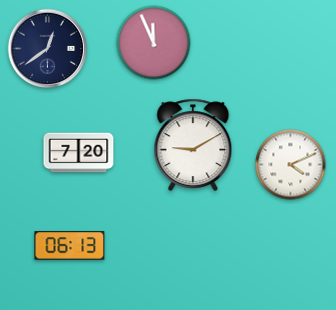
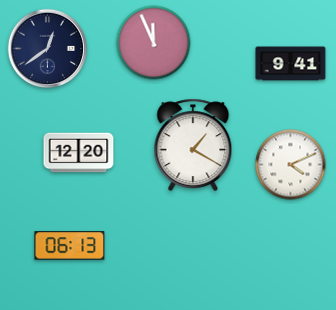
clock at (291, 64): none -> 9:41
clock at (193, 145): 9:10 -> 1:20
clock at (79, 153): 7:20 -> 12:20
